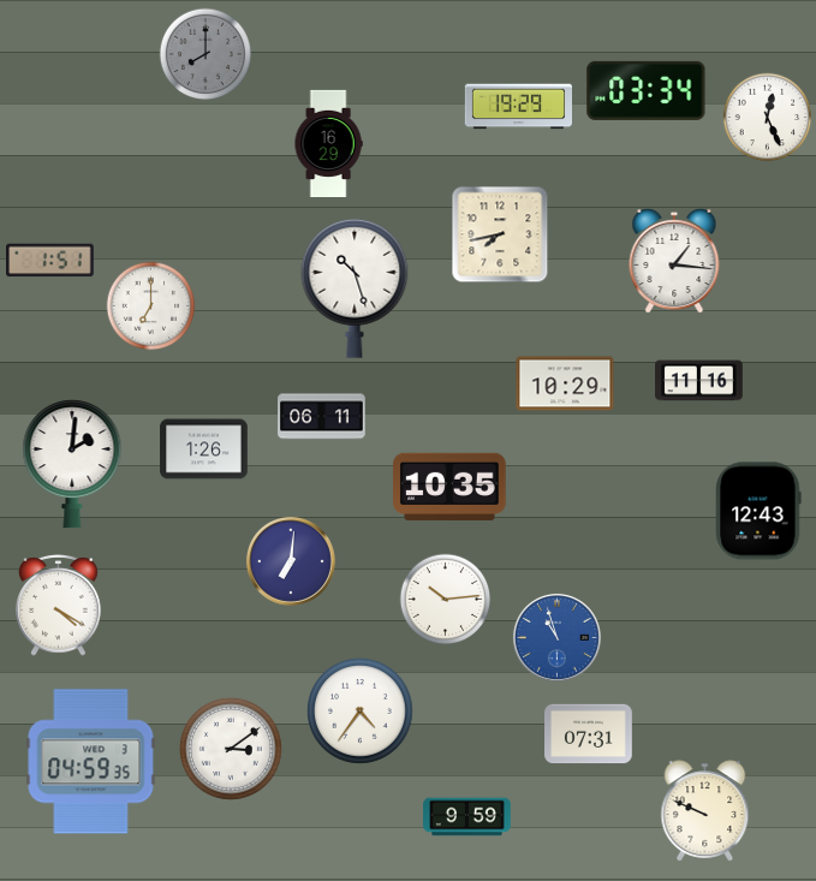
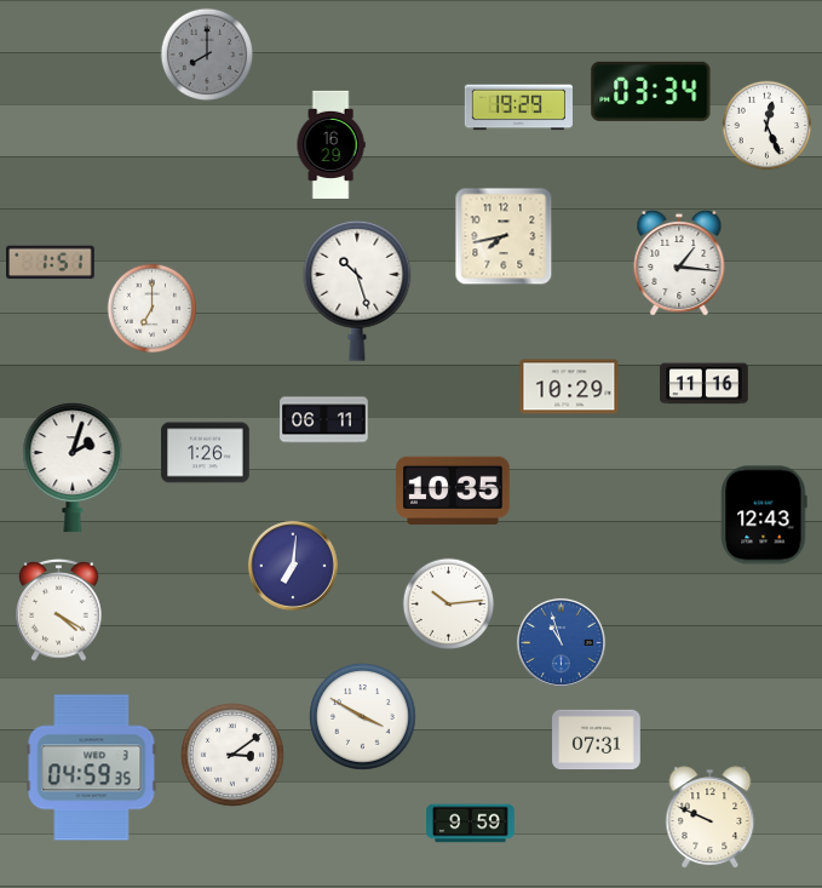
clock at (518, 107) position: (518, 107) -> (518, 108)
clock at (768, 118) position: (768, 118) -> (768, 126)
clock at (72, 464): 2:01 -> 2:03
clock at (361, 712): 4:36 -> 3:50
clock at (589, 734) position: (589, 734) -> (597, 740)
